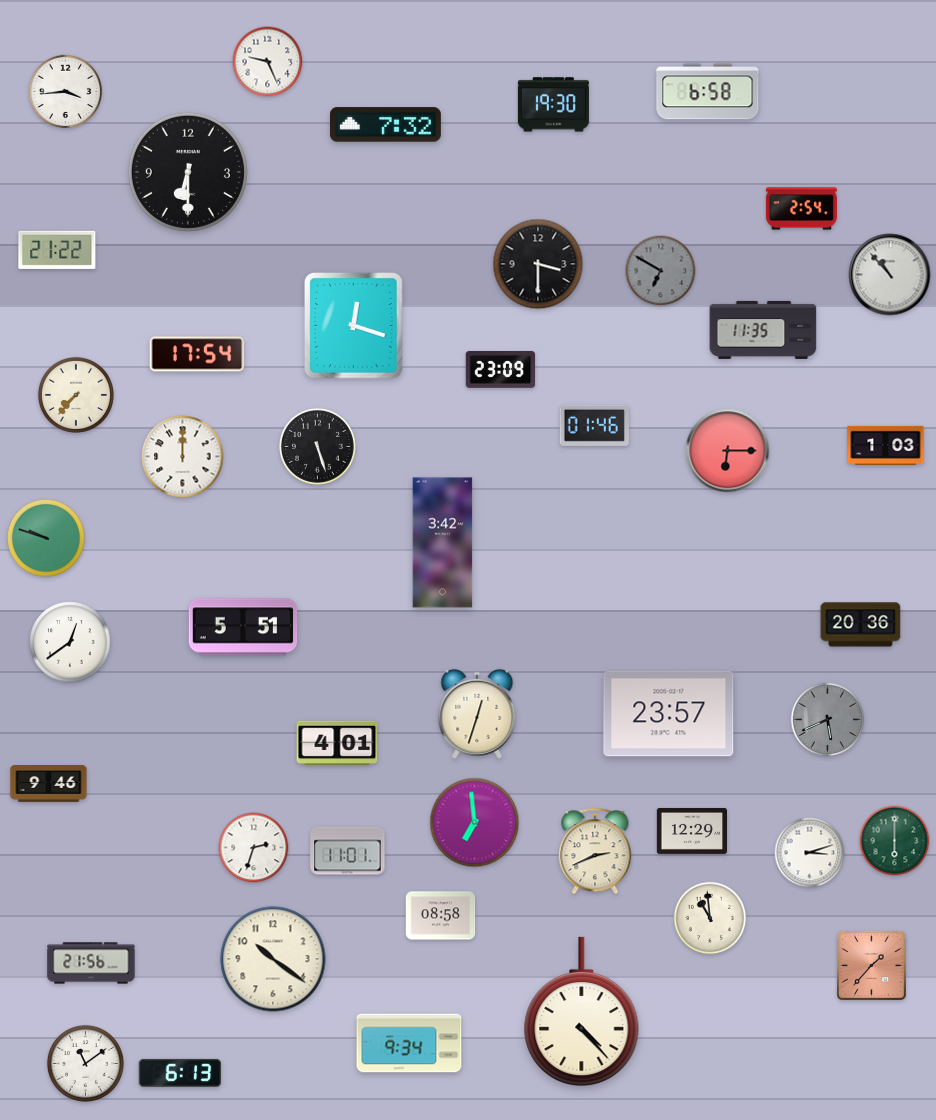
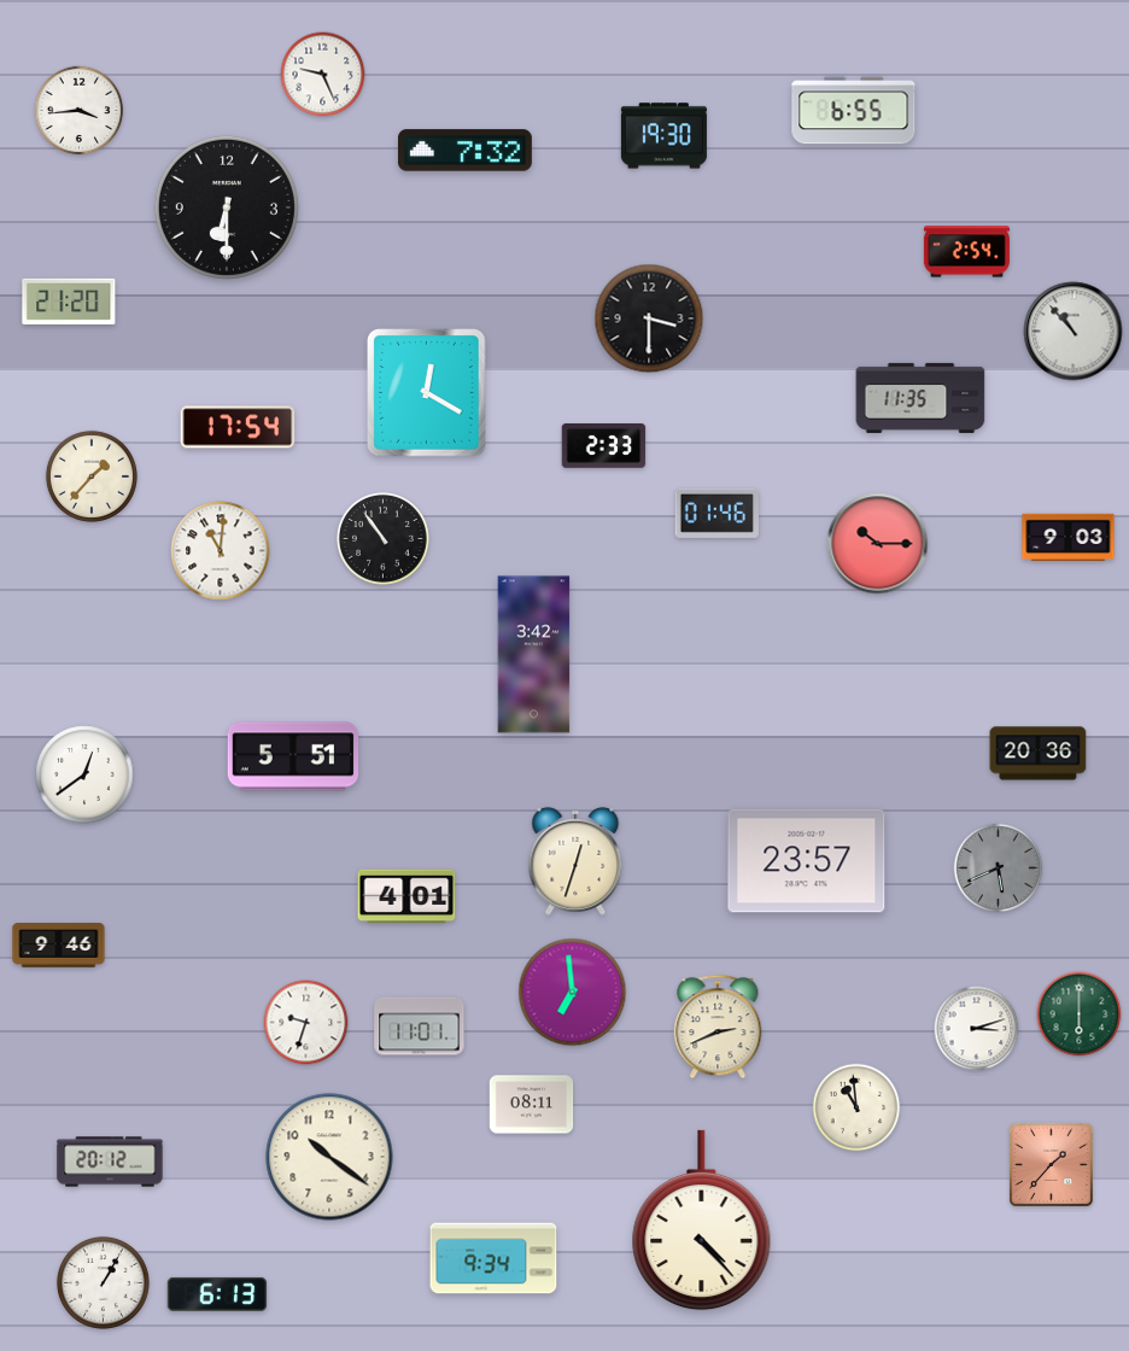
clock at (708, 92): 6:58 -> 6:55
clock at (553, 105) position: (553, 105) -> (663, 136)
clock at (57, 250): 21:22 -> 21:20
clock at (661, 271): 6:50 -> none
clock at (354, 326): 12:18 -> 12:20
clock at (501, 370): 23:09 -> 2:33
clock at (76, 395): 7:37 -> 1:37
clock at (886, 445): 1:03 -> 9:03
clock at (317, 446): 5:27 -> 10:54
clock at (728, 451): 6:15 -> 10:15
clock at (183, 457): 12:00 -> 11:01
clock at (46, 538): 9:48 -> none
clock at (691, 831): 12:29 -> none
clock at (254, 848): 2:33 -> 9:33
clock at (441, 916): 08:58 -> 08:11
clock at (91, 963): 21:56 -> 20:12
clock at (85, 1063): 11:09 -> 1:05
